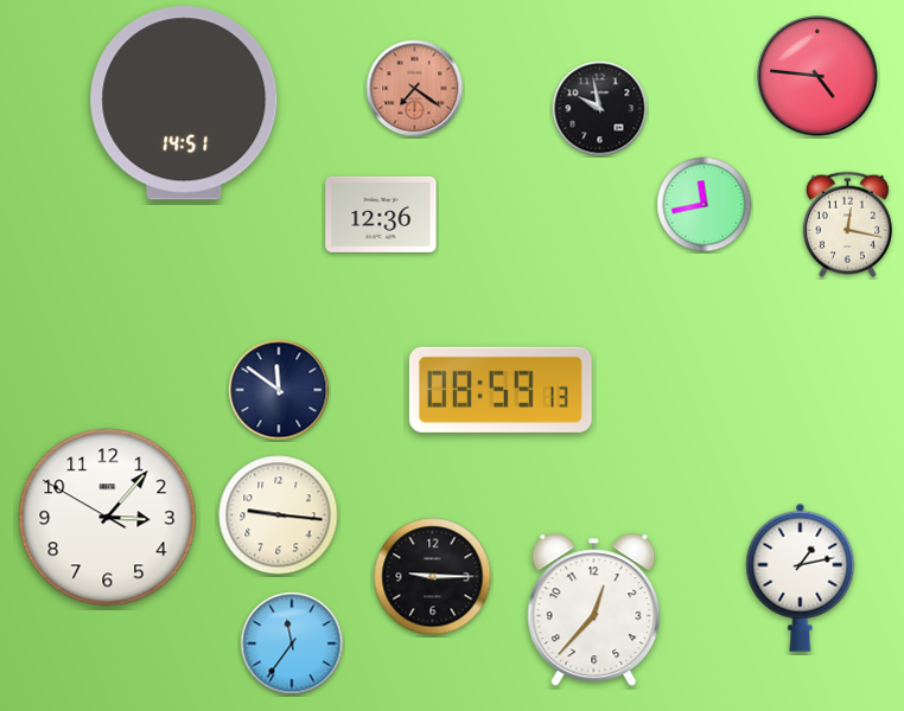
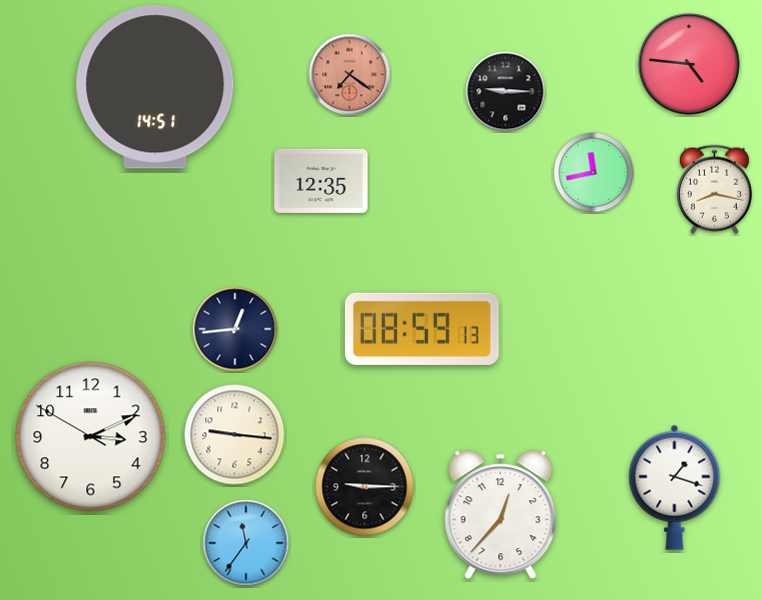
clock at (600, 109): 9:58 -> 9:15
clock at (381, 214): 12:36 -> 12:35
clock at (847, 225): 12:17 -> 8:17
clock at (279, 390): 11:51 -> 12:44
clock at (108, 518): 3:06 -> 3:10
clock at (801, 577): 1:13 -> 1:18
